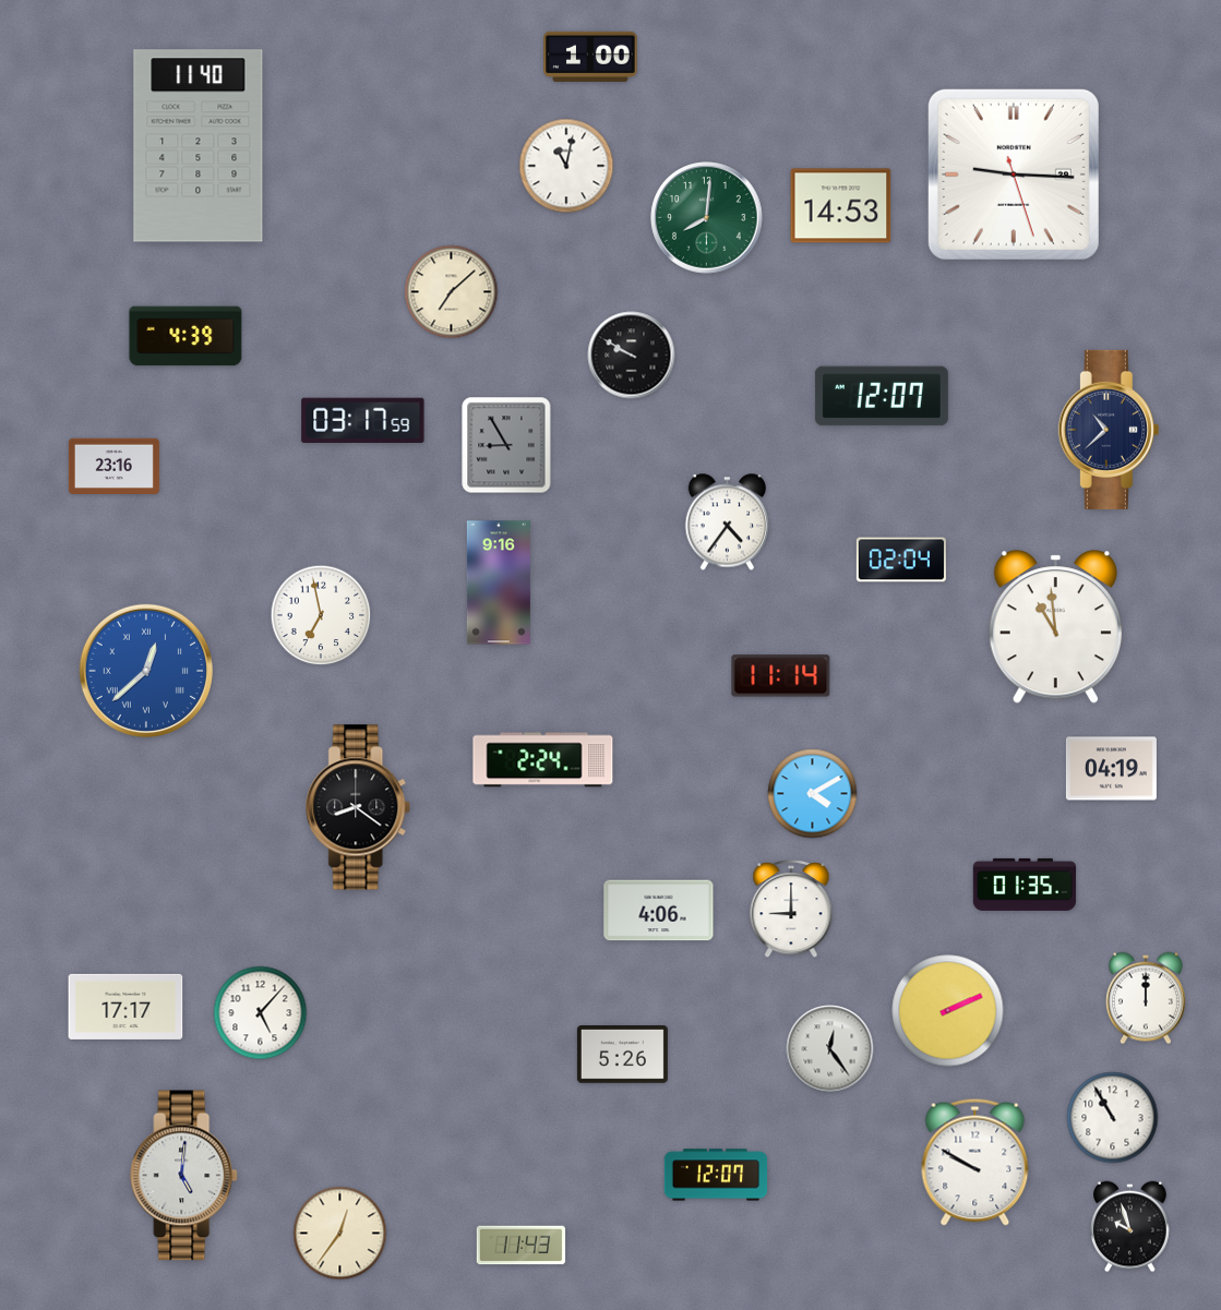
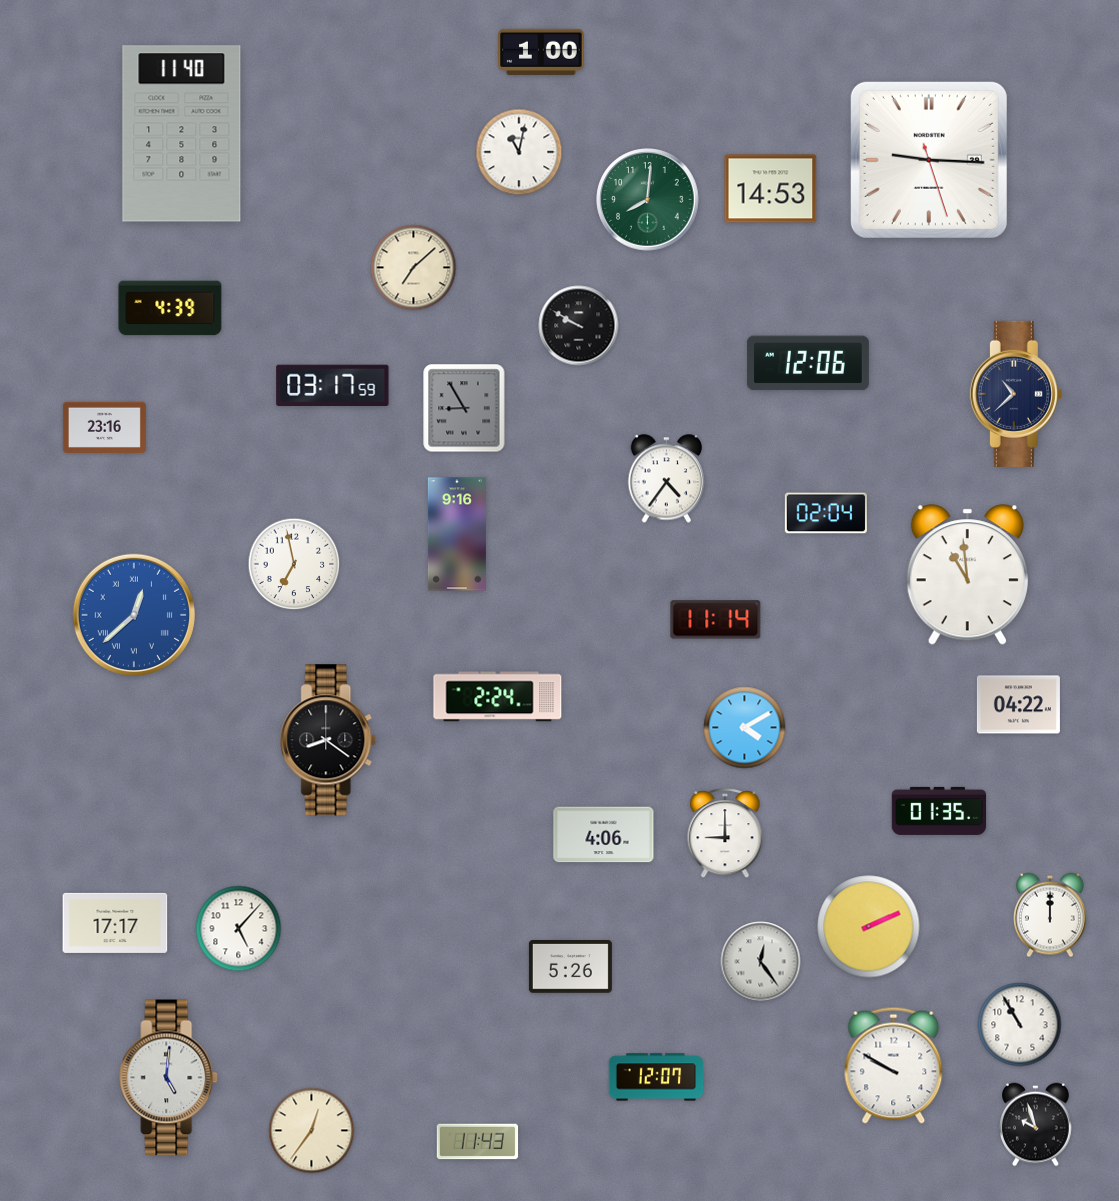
clock at (882, 396): 12:07 -> 12:06
clock at (1111, 769): 04:19 -> 04:22
